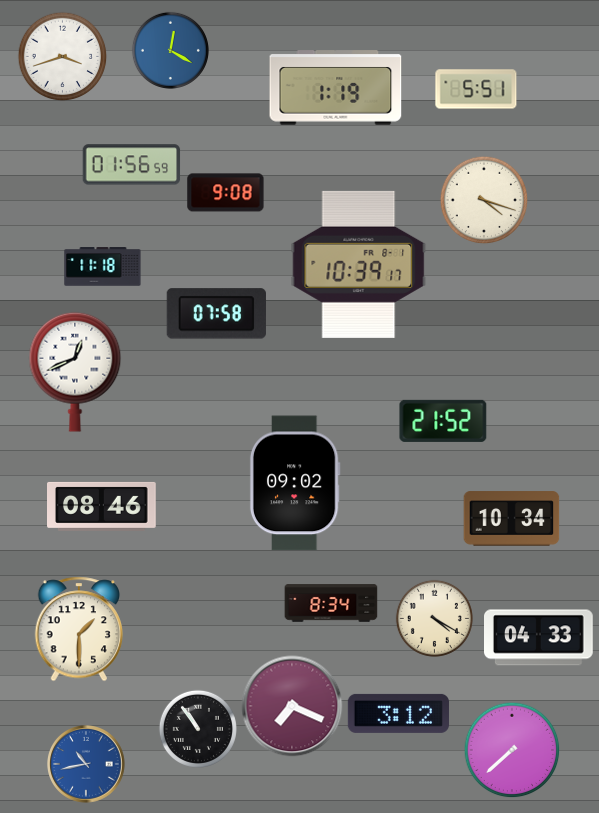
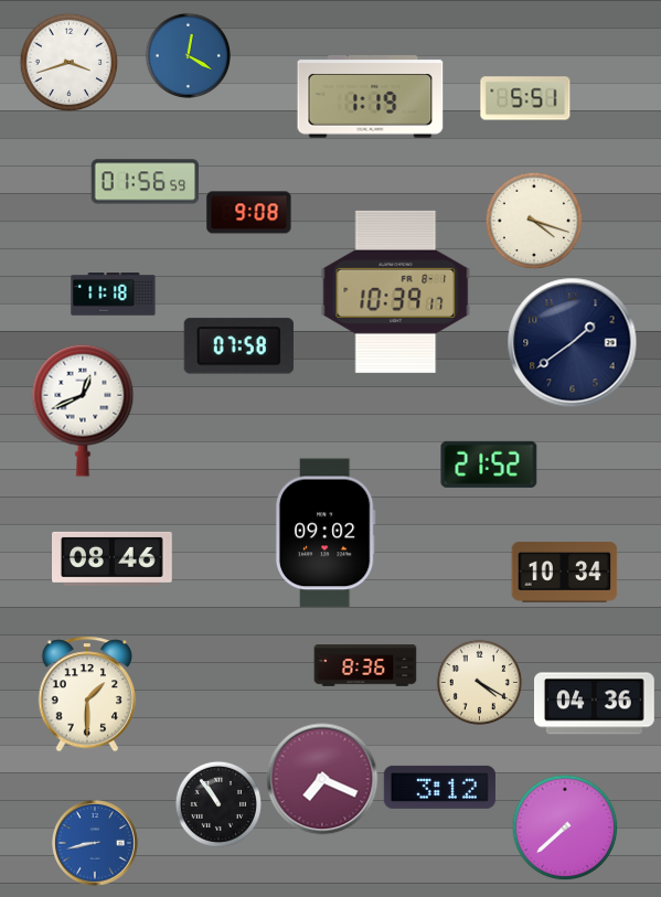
clock at (573, 343): none -> 1:39
clock at (331, 603): 8:34 -> 8:36
clock at (539, 638): 04:33 -> 04:36
clock at (87, 765): 10:43 -> 8:43
